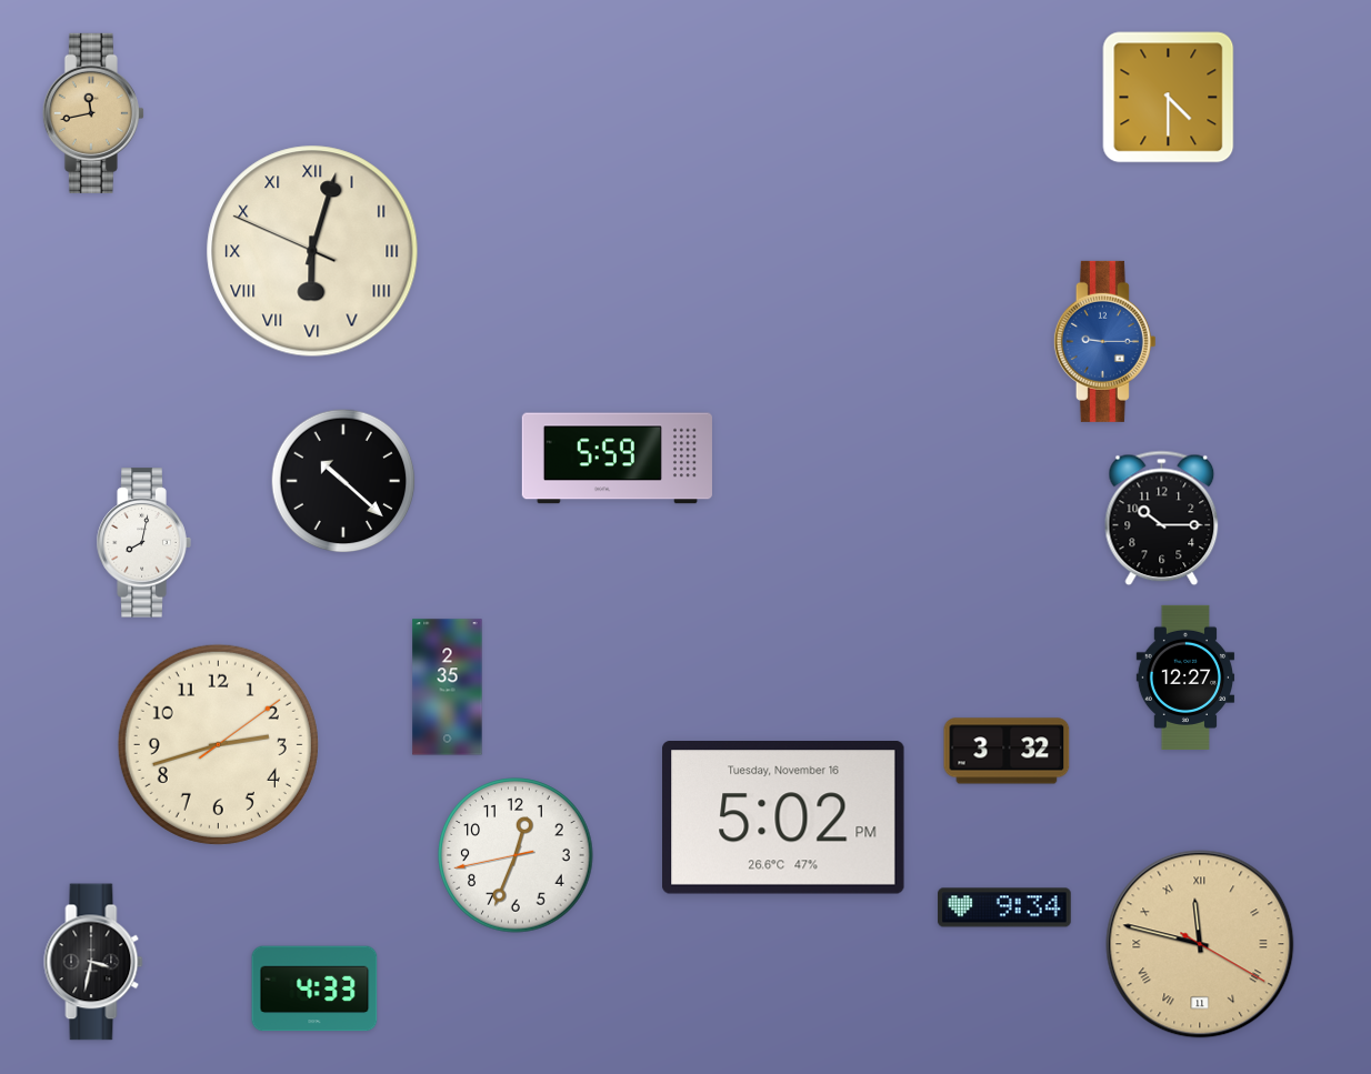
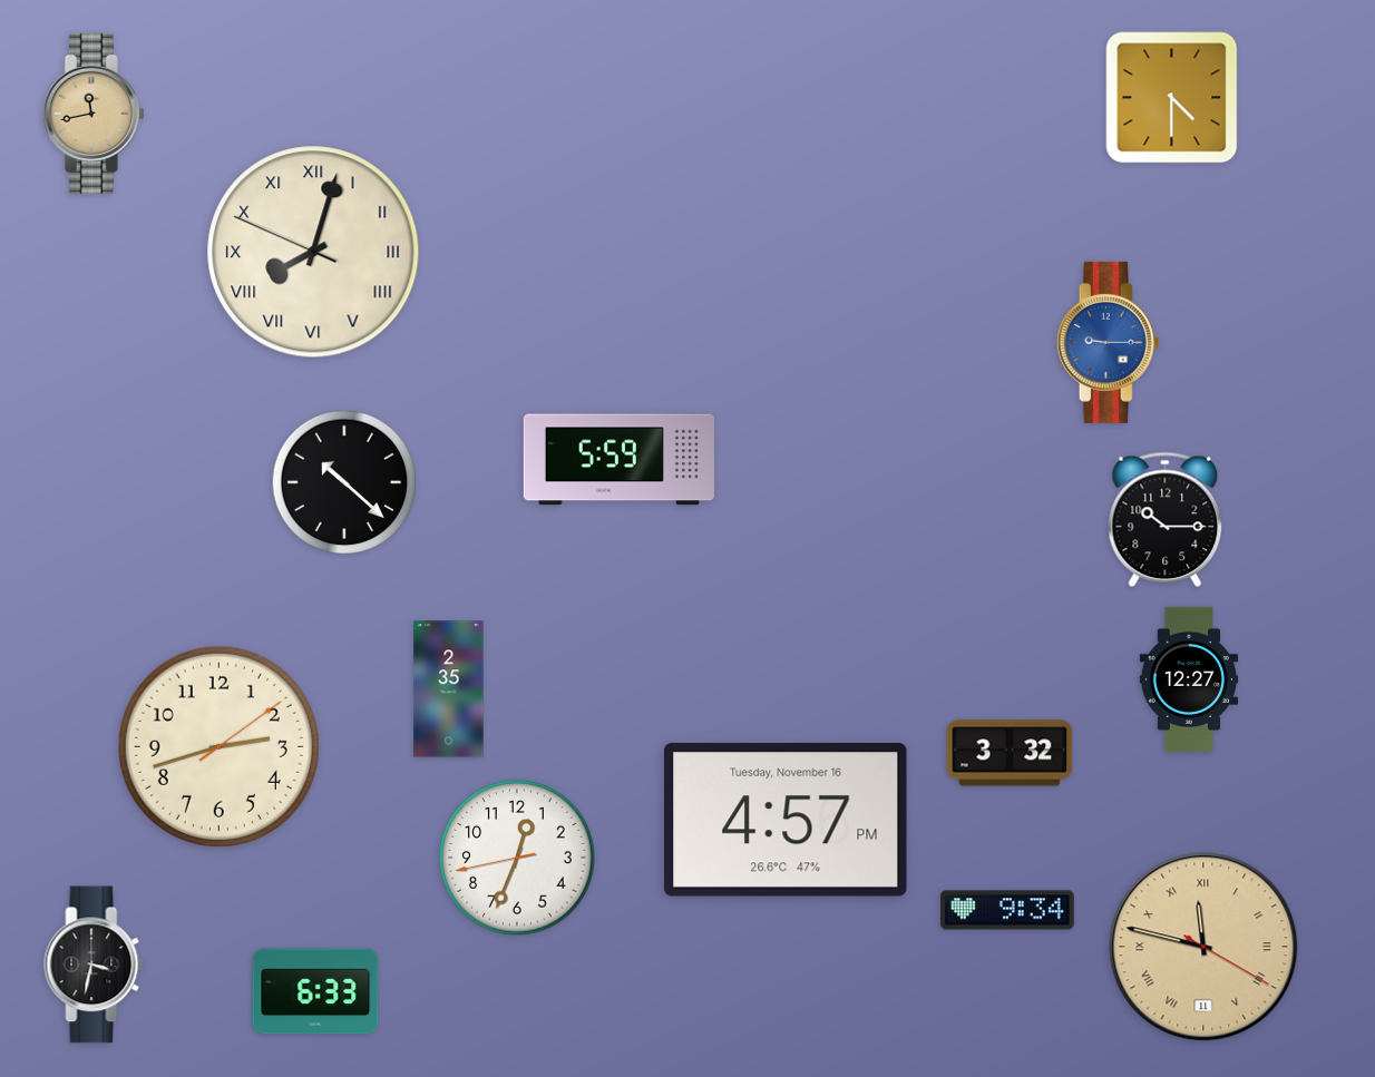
clock at (312, 251): 6:02 -> 8:02
clock at (143, 543): 8:02 -> none
clock at (784, 819): 5:02 -> 4:57
clock at (314, 988): 4:33 -> 6:33
